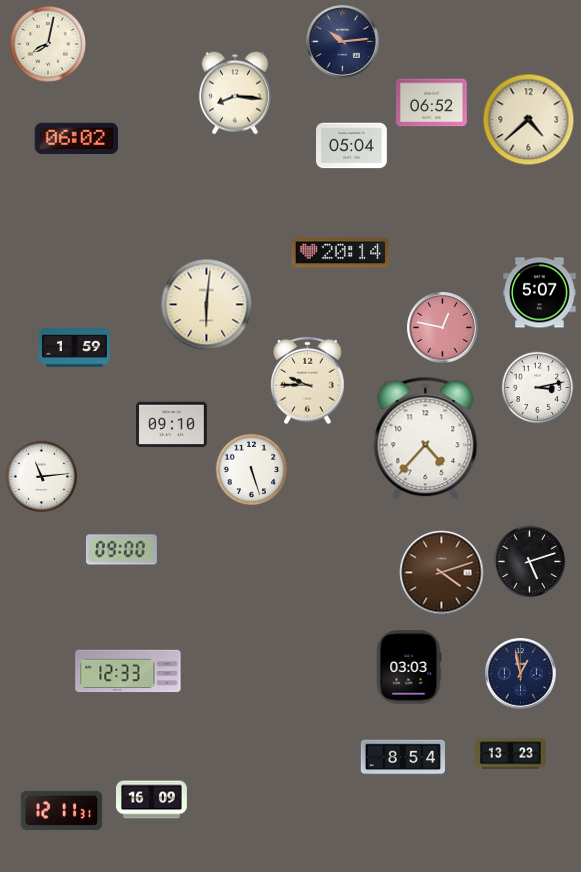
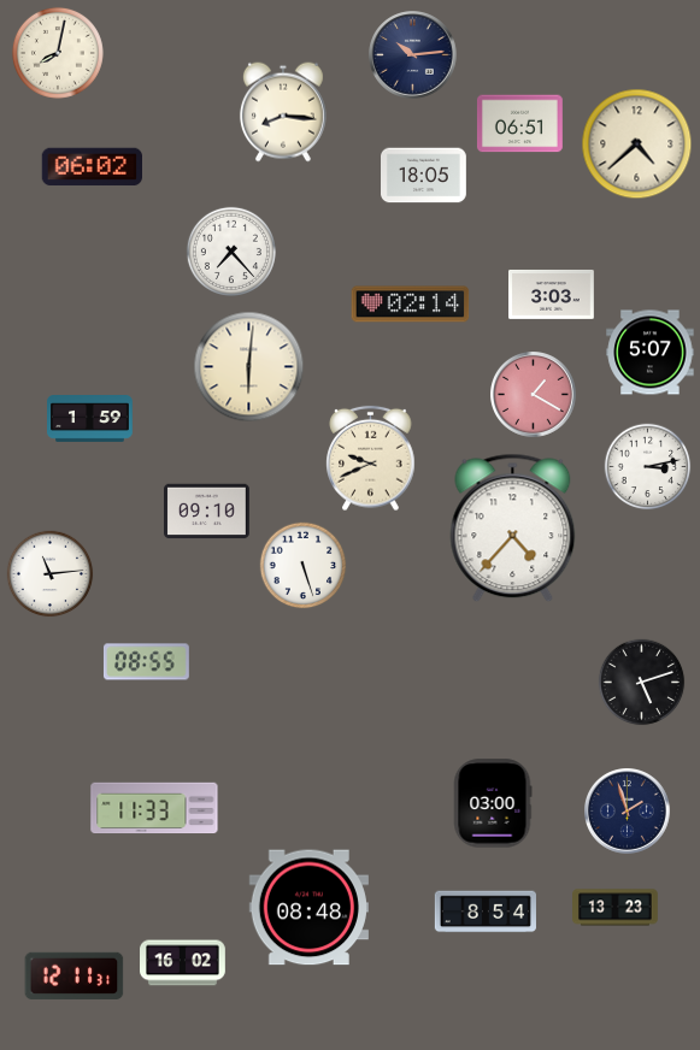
clock at (343, 42) position: (343, 42) -> (413, 55)
clock at (432, 103): 06:52 -> 06:51
clock at (352, 146): 05:04 -> 18:05
clock at (231, 252): none -> 7:23
clock at (552, 294): none -> 3:03
clock at (341, 253): 20:14 -> 02:14
clock at (443, 328): 12:47 -> 1:20
clock at (308, 381): 9:45 -> 9:41
clock at (122, 550): 09:00 -> 08:55
clock at (530, 562) position: (530, 562) -> (642, 683)
clock at (442, 573): 4:12 -> none
clock at (409, 667): 03:03 -> 03:00
clock at (128, 671): 12:33 -> 11:33
clock at (521, 674): 12:58 -> 1:57
clock at (308, 908): none -> 08:48
clock at (152, 800): 16:09 -> 16:02
